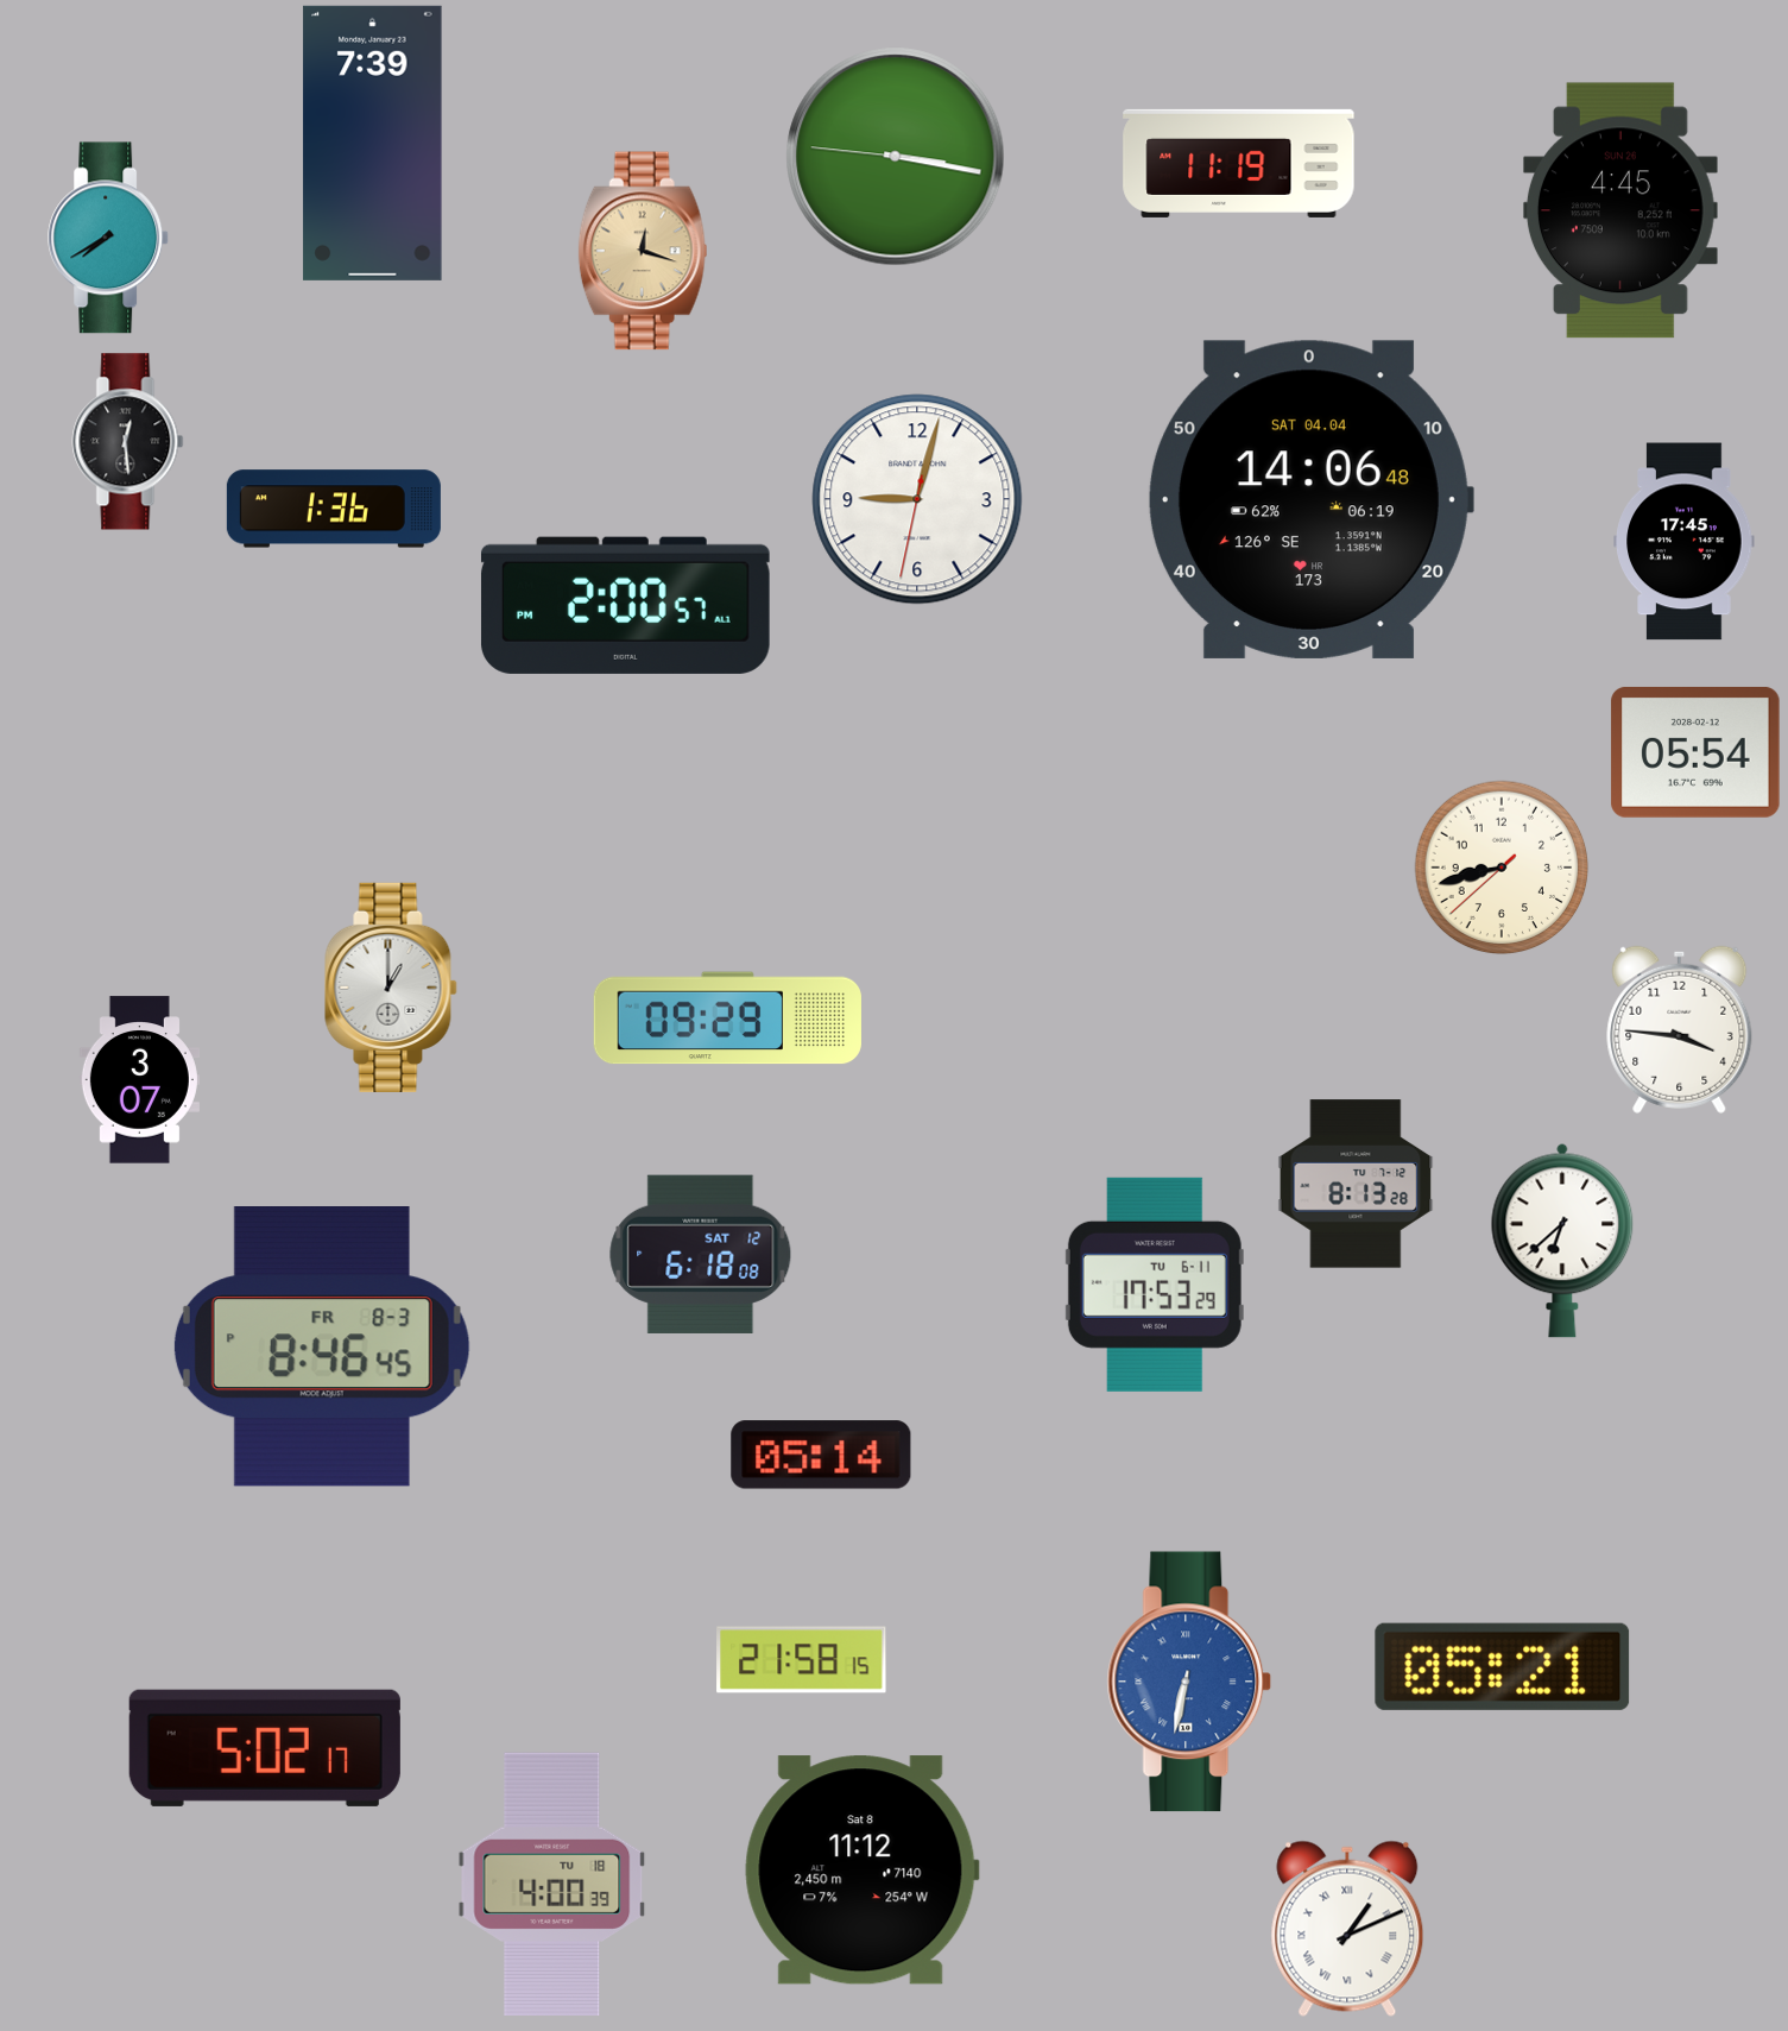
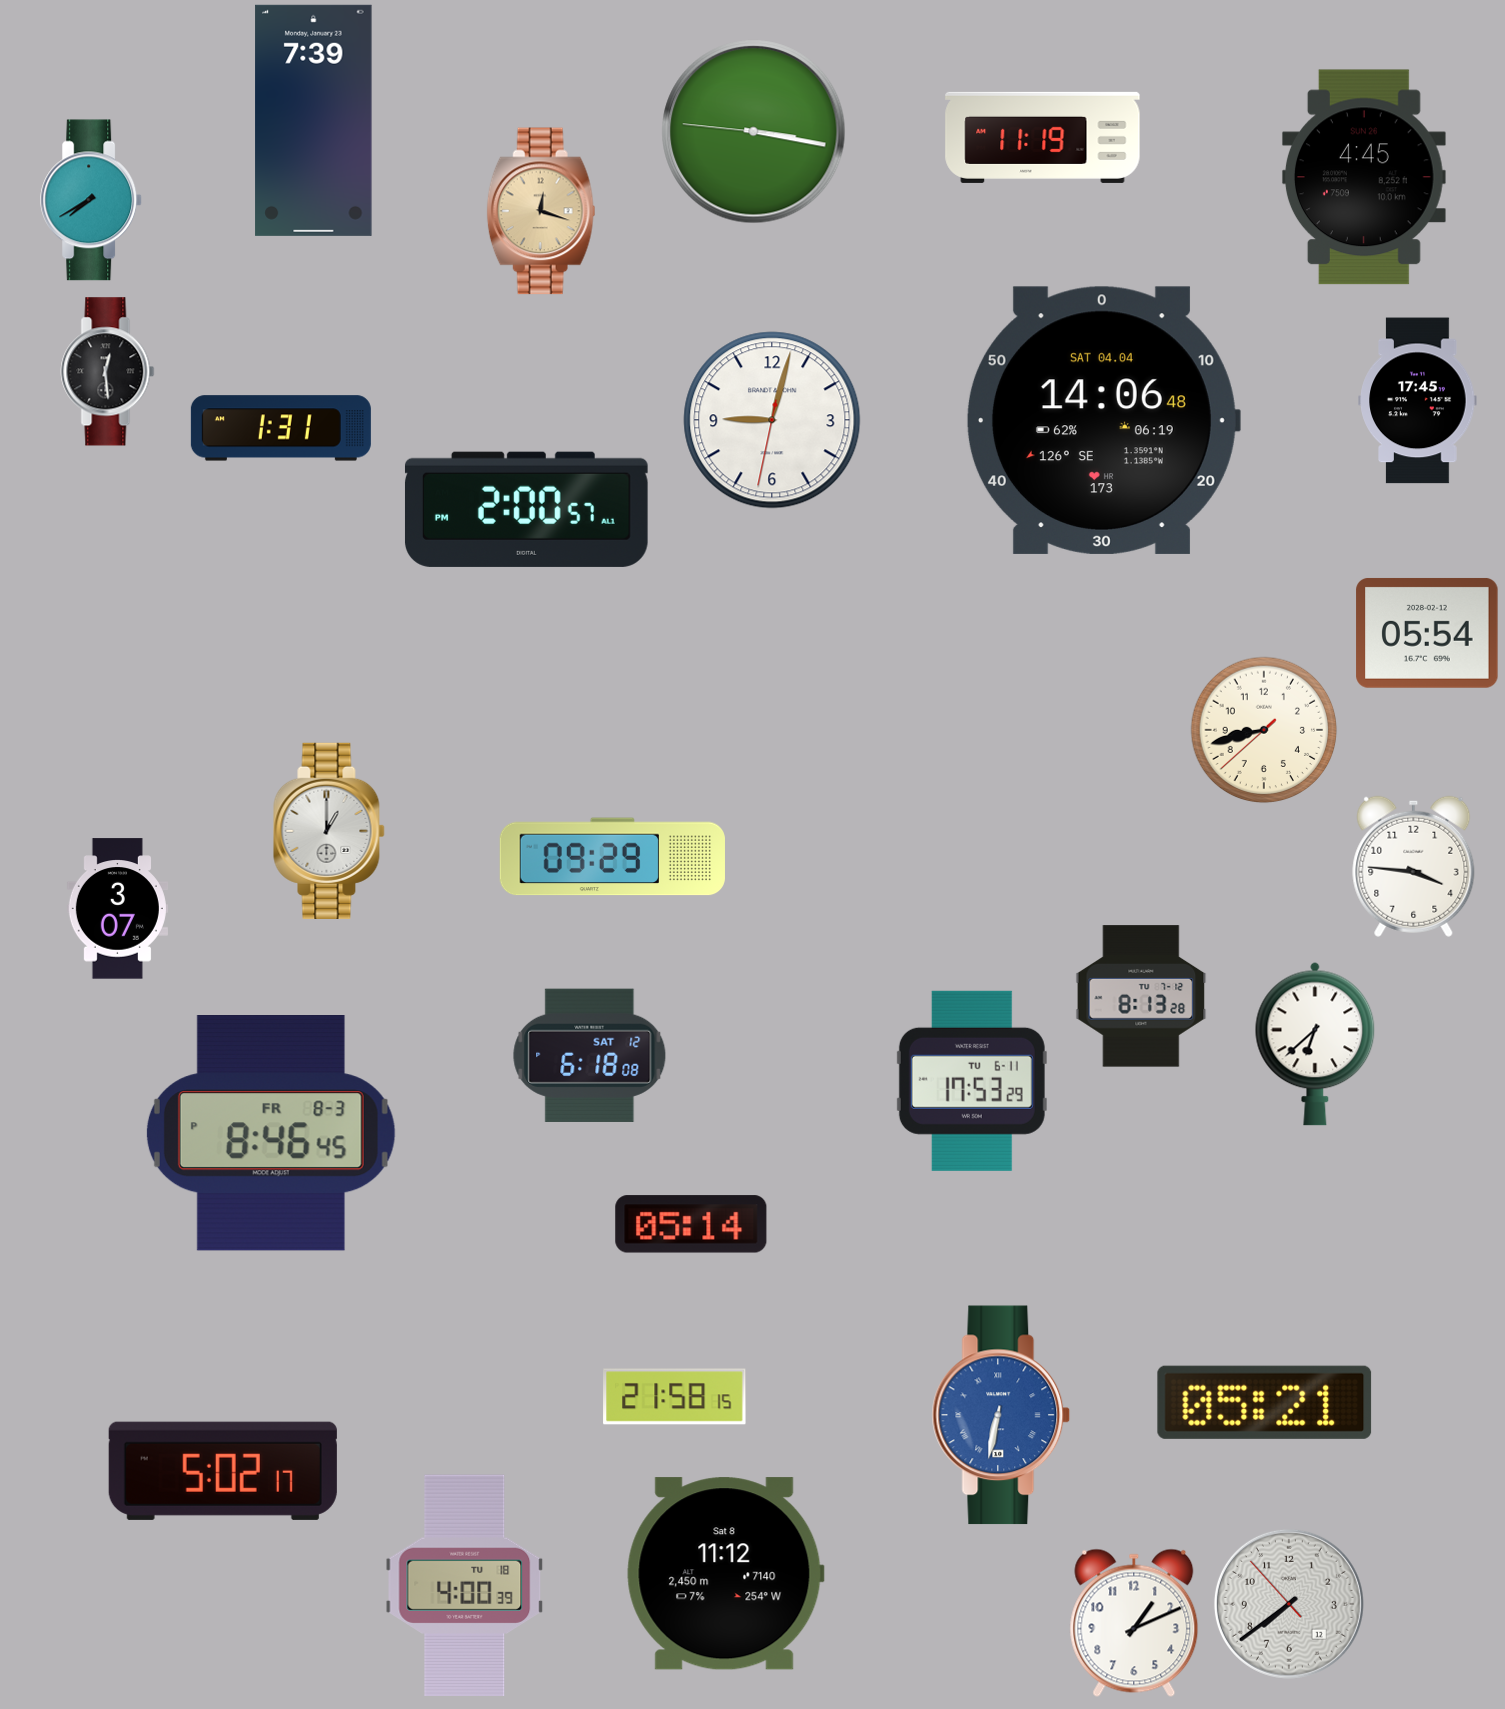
clock at (334, 509): 1:36 -> 1:31
clock at (1685, 542) position: (1685, 542) -> (1418, 401)
clock at (1289, 1604): none -> 7:38
clock at (1347, 1929) numerals: Roman -> Arabic
